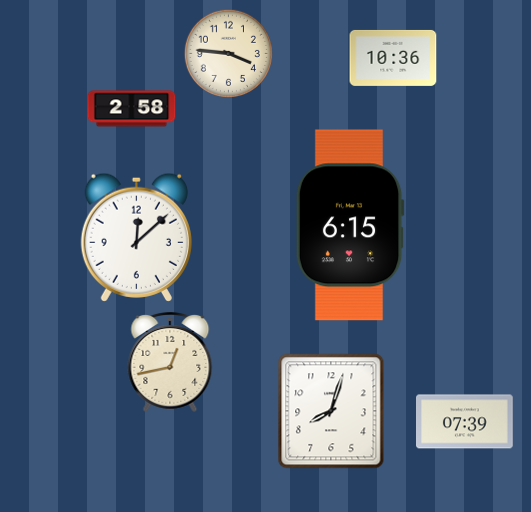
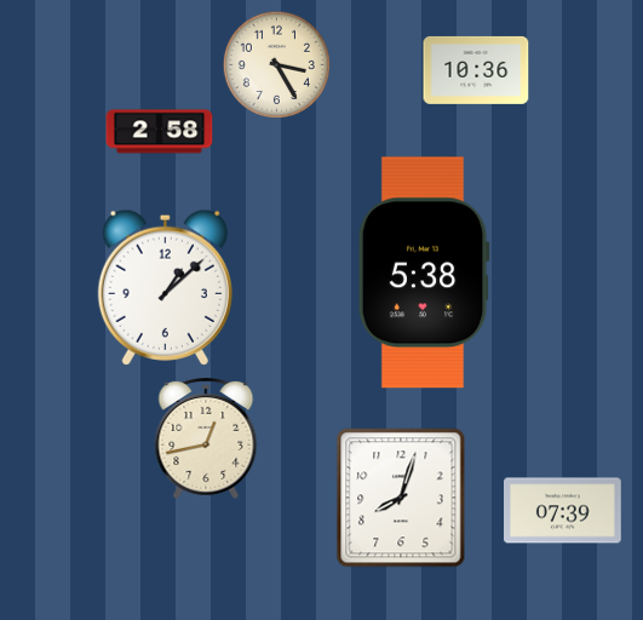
clock at (228, 53): 3:46 -> 3:25
clock at (350, 225): 6:15 -> 5:38
clock at (136, 237): 12:08 -> 1:08
